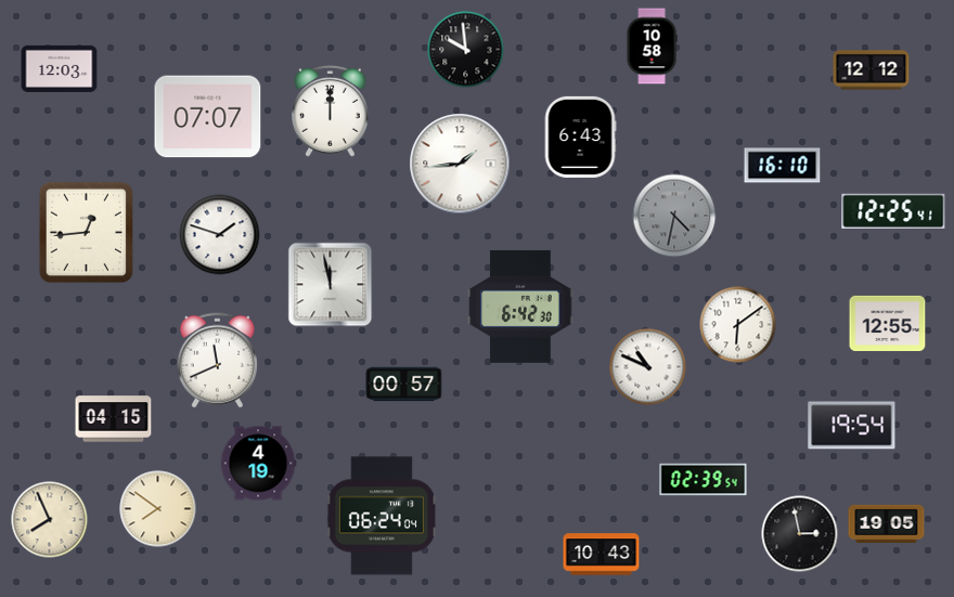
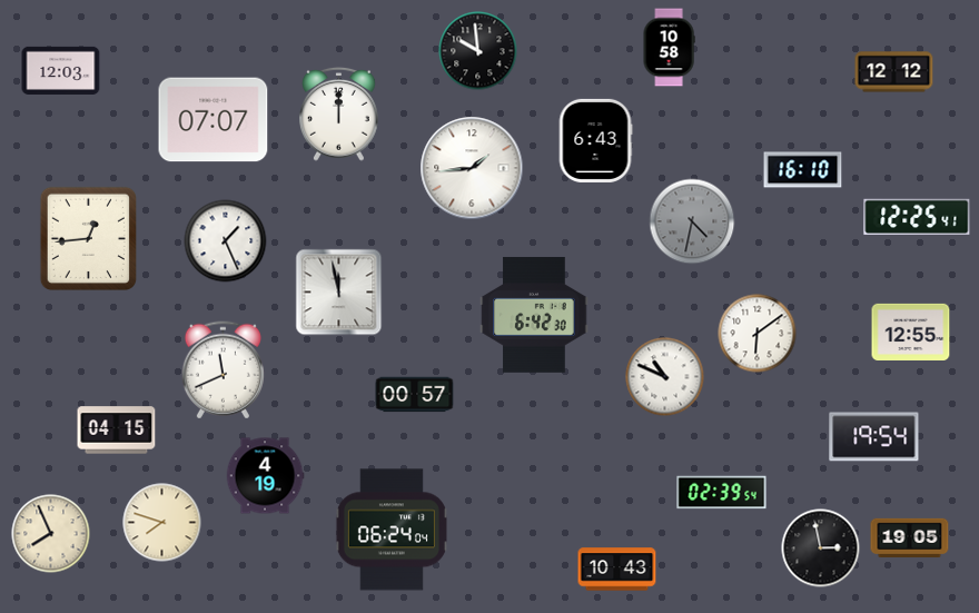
clock at (220, 235): 1:48 -> 1:26
clock at (158, 509): 7:51 -> 7:48
